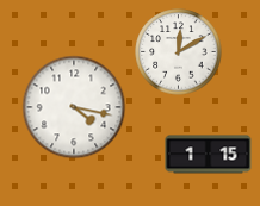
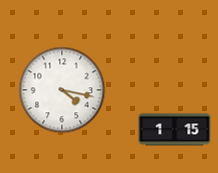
clock at (179, 52): 12:10 -> none
